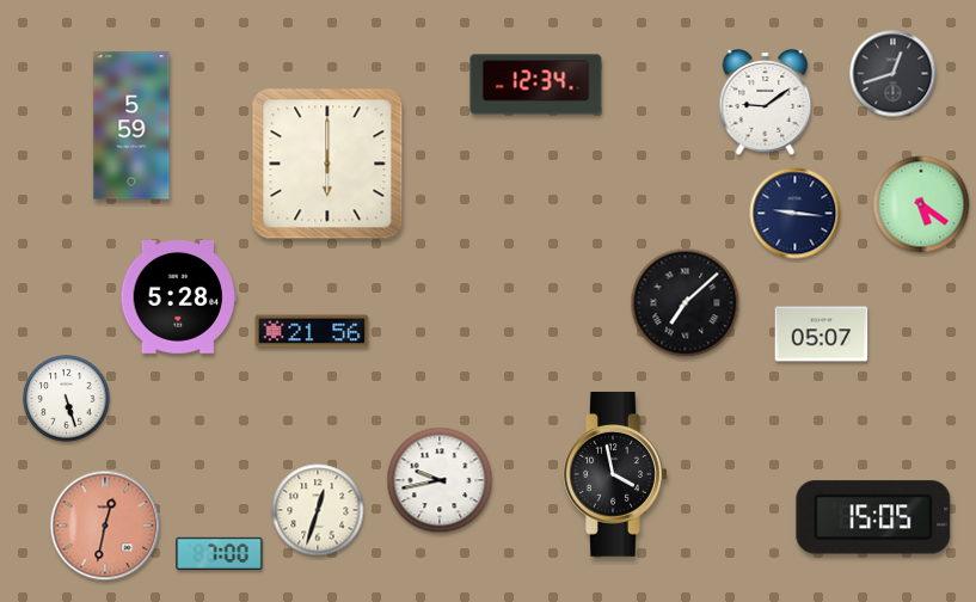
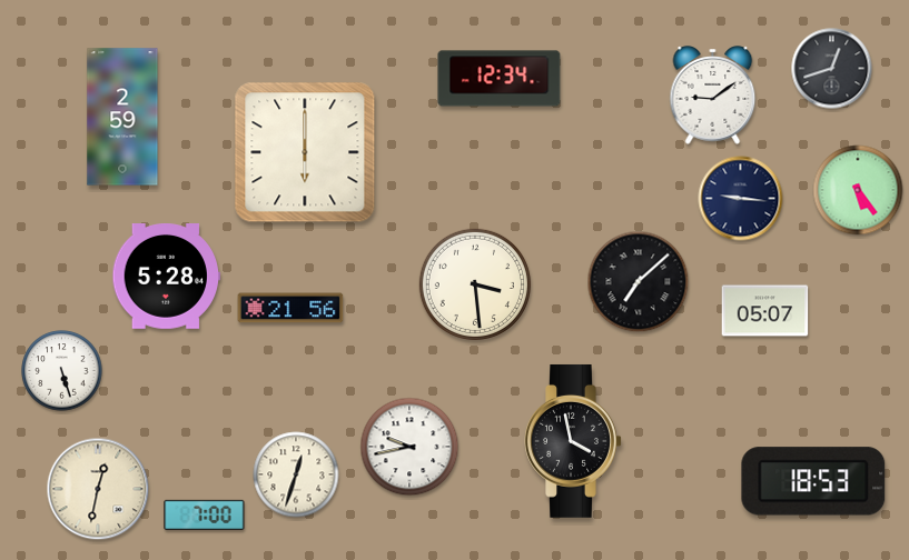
clock at (131, 125): 5:59 -> 2:59
clock at (921, 204): 5:21 -> 5:24
clock at (474, 283): none -> 3:29
clock at (873, 517): 15:05 -> 18:53
clock at (105, 526) dial: salmon -> cream
